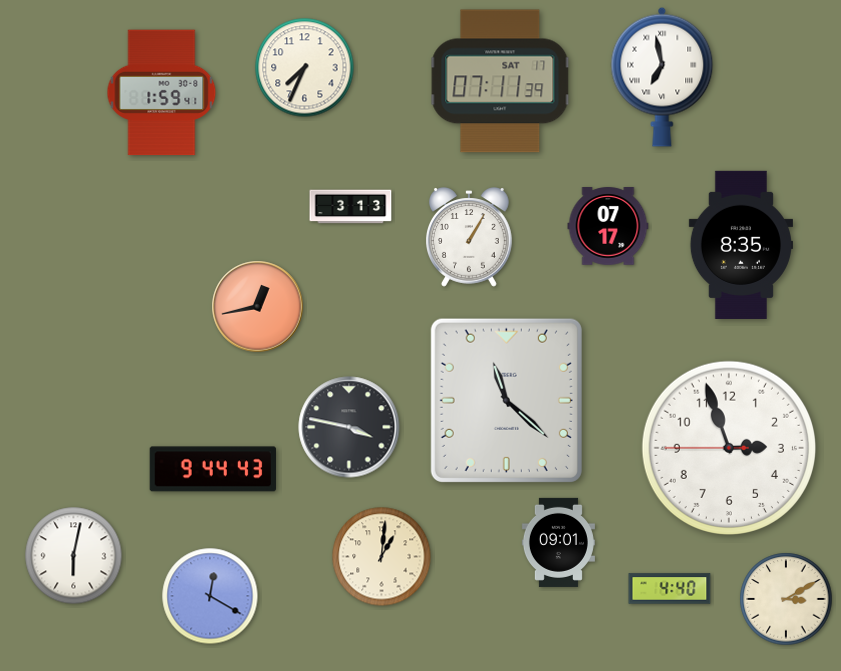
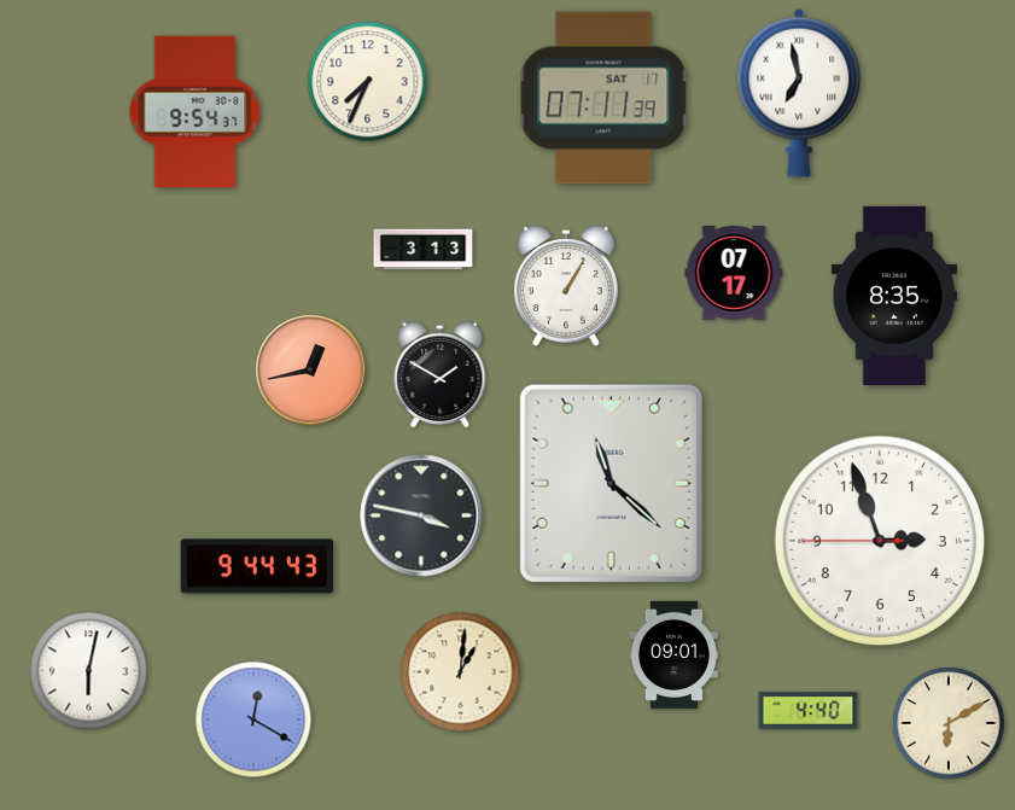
clock at (162, 93): 1:59 -> 9:54
clock at (441, 374): none -> 1:50
clock at (786, 599): 3:10 -> 6:10
